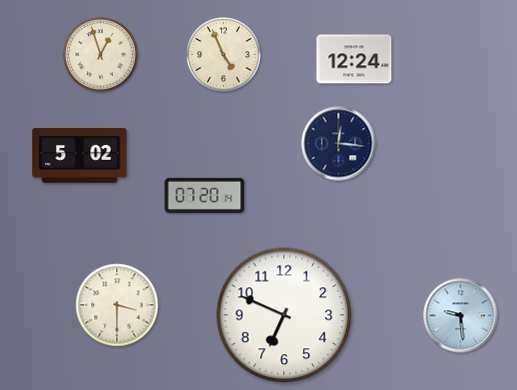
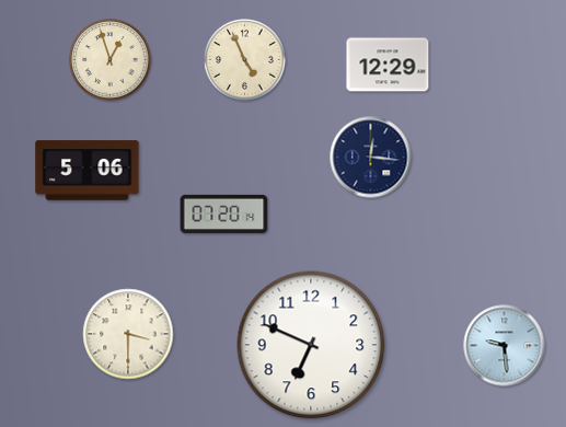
clock at (354, 59): 12:24 -> 12:29
clock at (80, 156): 5:02 -> 5:06
